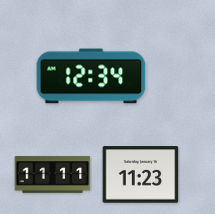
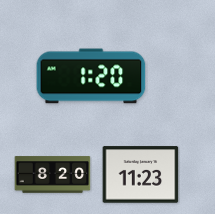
clock at (91, 76): 12:34 -> 1:20
clock at (53, 175): 11:11 -> 8:20
